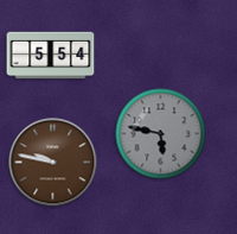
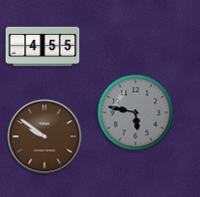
clock at (51, 56): 5:54 -> 4:55
clock at (53, 163): 9:47 -> 9:51
